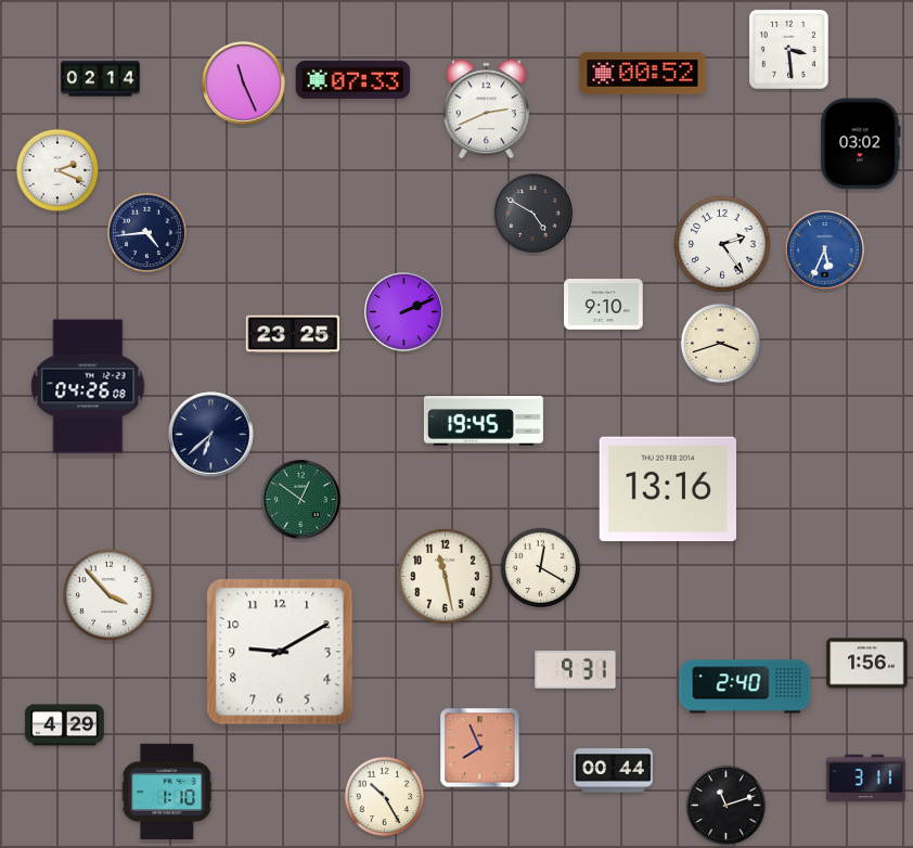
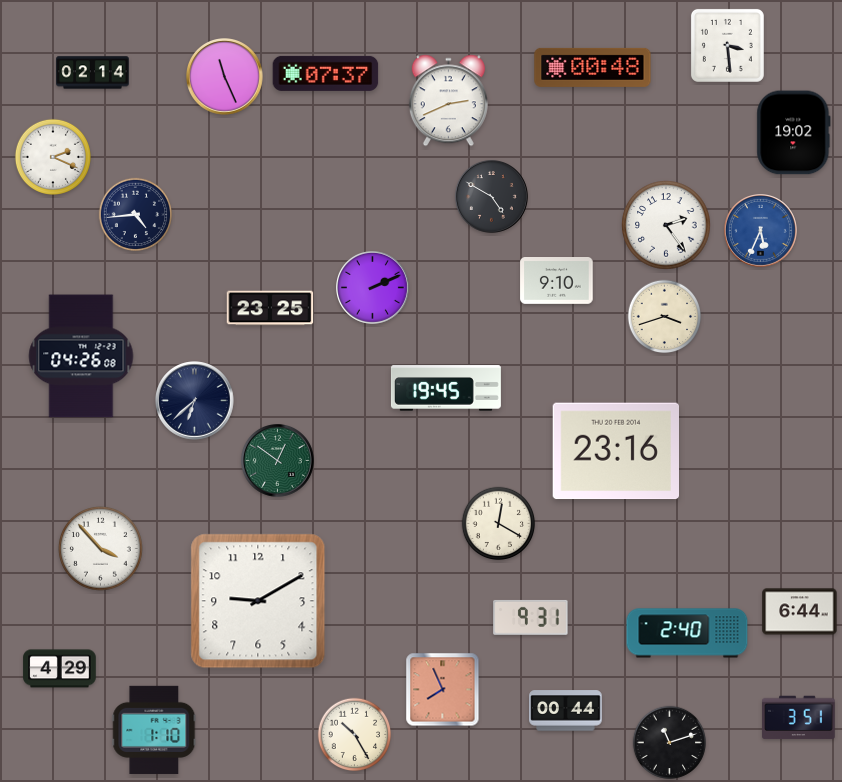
clock at (643, 73): 00:52 -> 00:48
clock at (353, 79): 07:33 -> 07:37
clock at (861, 144): 03:02 -> 19:02
clock at (667, 489): 13:16 -> 23:16
clock at (446, 577): 11:28 -> none
clock at (867, 664): 1:56 -> 6:44
clock at (866, 779): 3:11 -> 3:51
